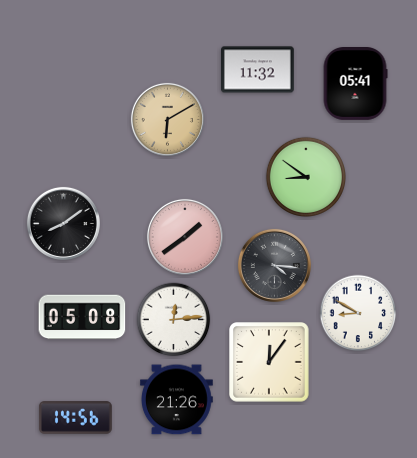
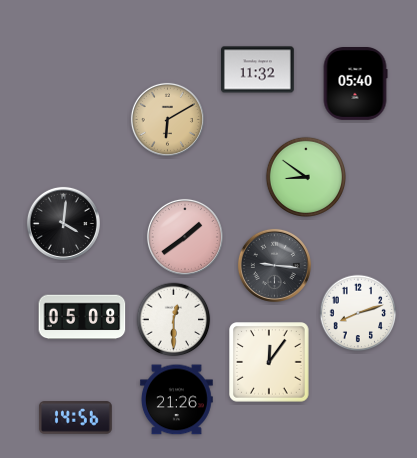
clock at (355, 84): 05:41 -> 05:40
clock at (63, 223): 8:09 -> 4:01
clock at (274, 265): 4:16 -> 9:16
clock at (358, 313): 8:50 -> 8:12
clock at (174, 320): 12:14 -> 12:30
